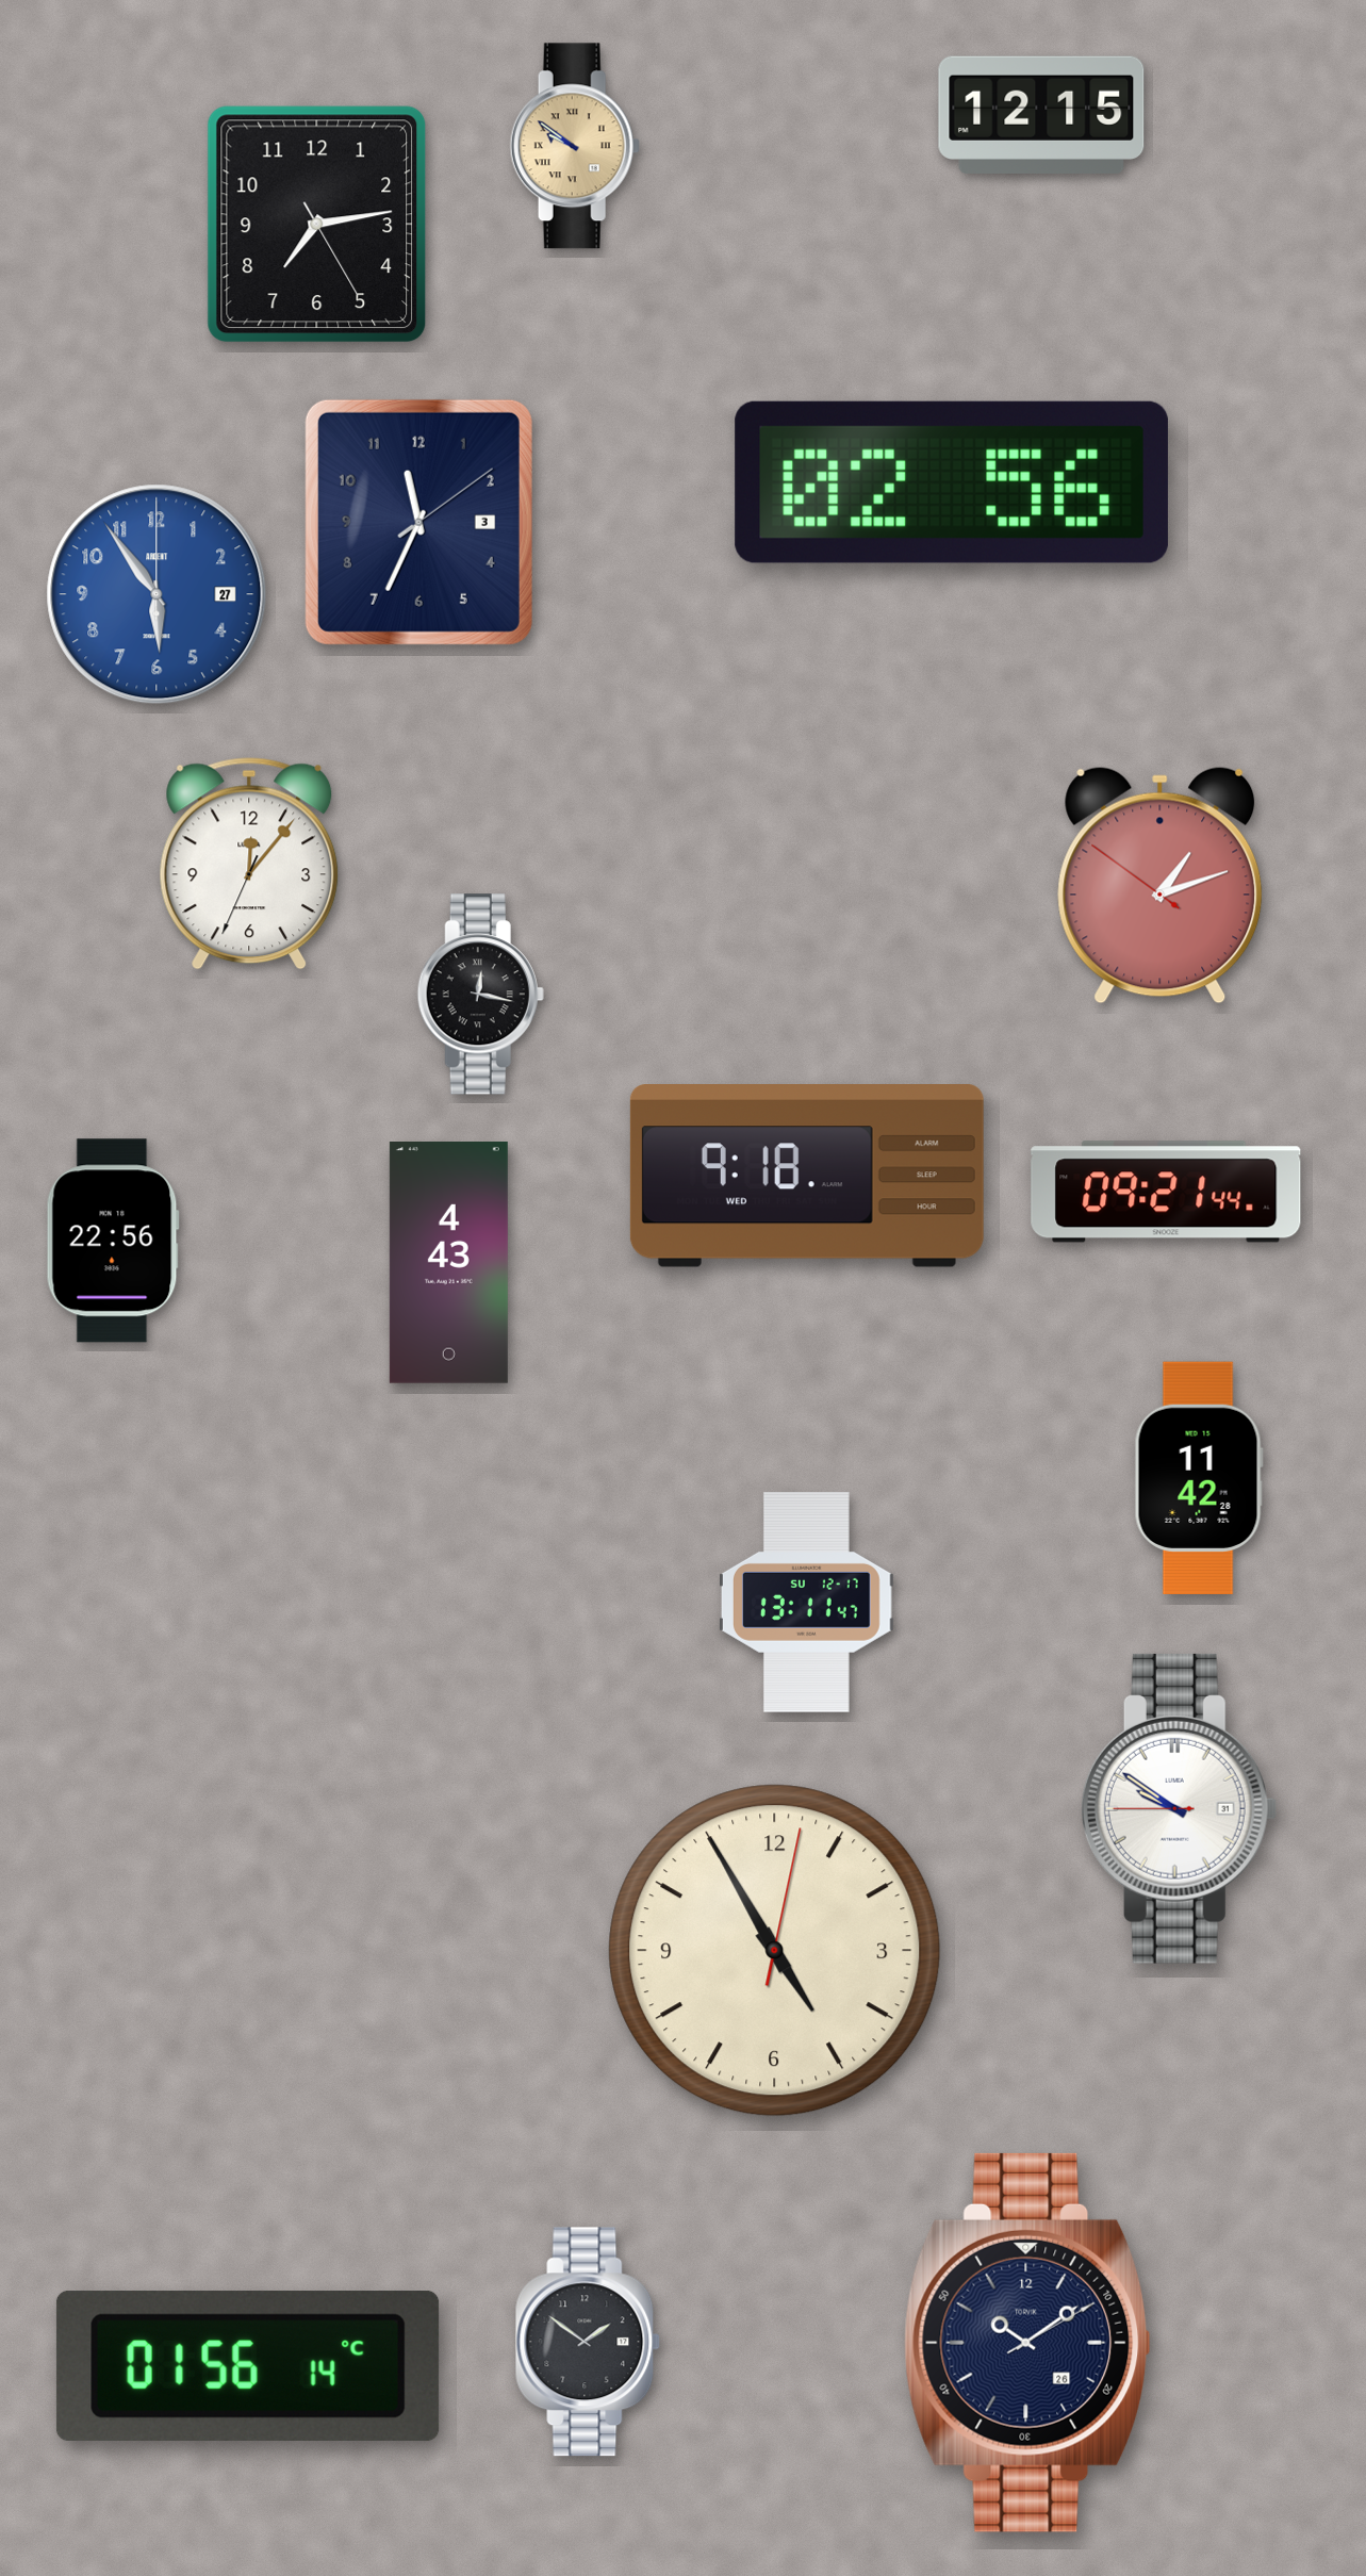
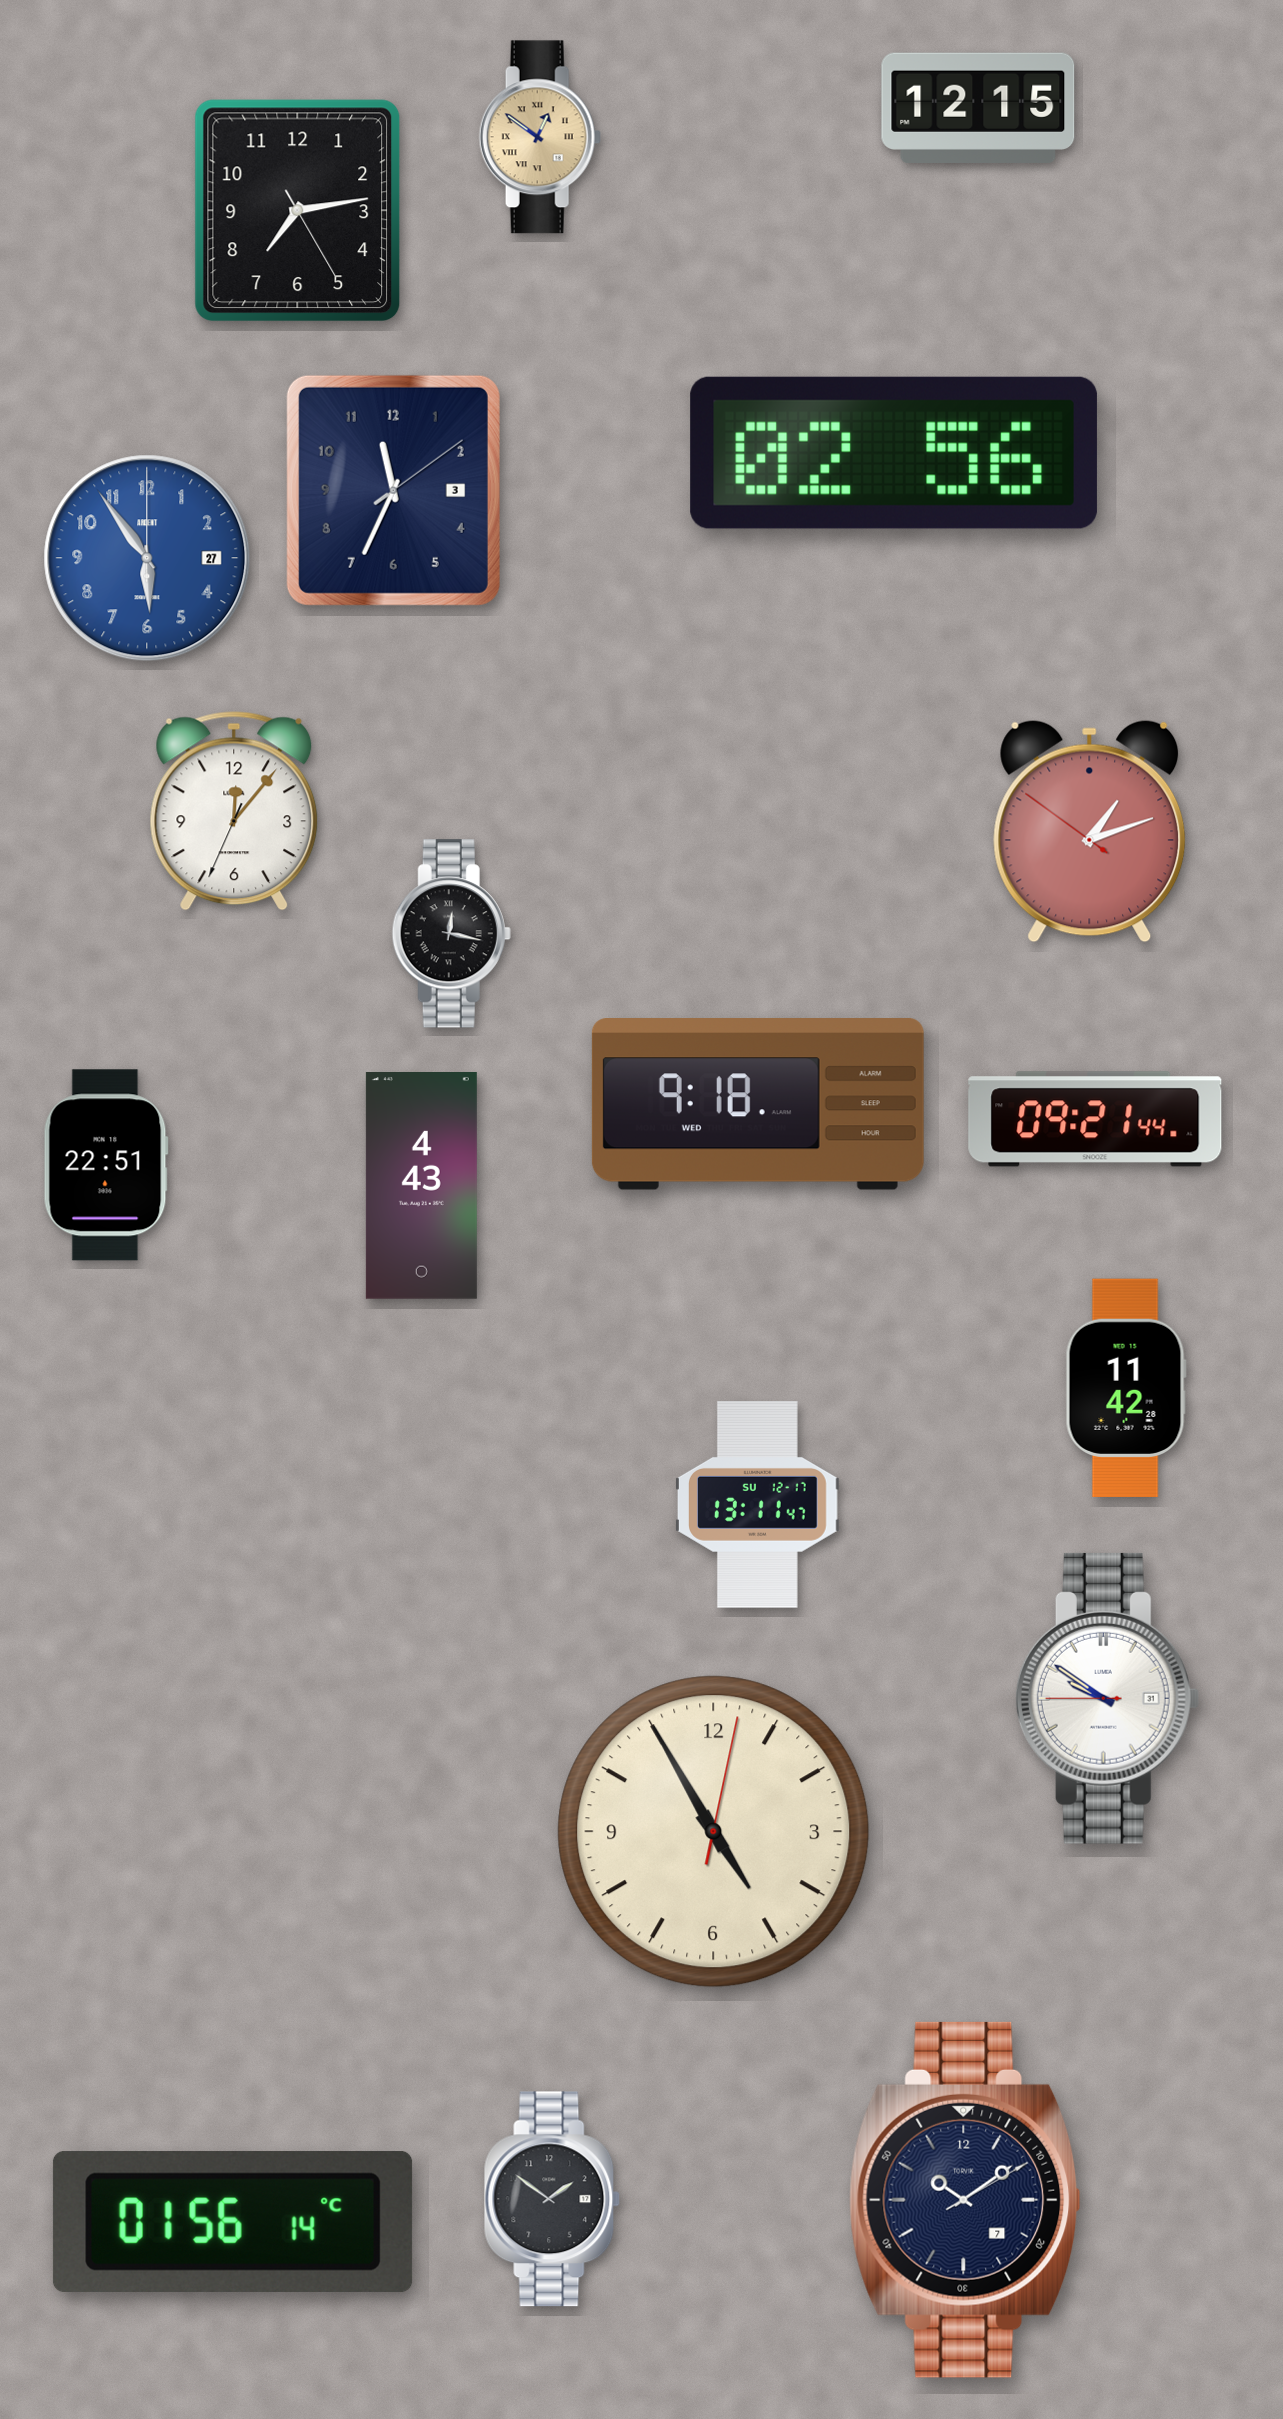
clock at (575, 146): 9:51 -> 12:51
clock at (113, 1241): 22:56 -> 22:51
clock at (775, 1951) position: (775, 1951) -> (714, 1832)
clock at (1027, 2343) date: 26 -> 7
